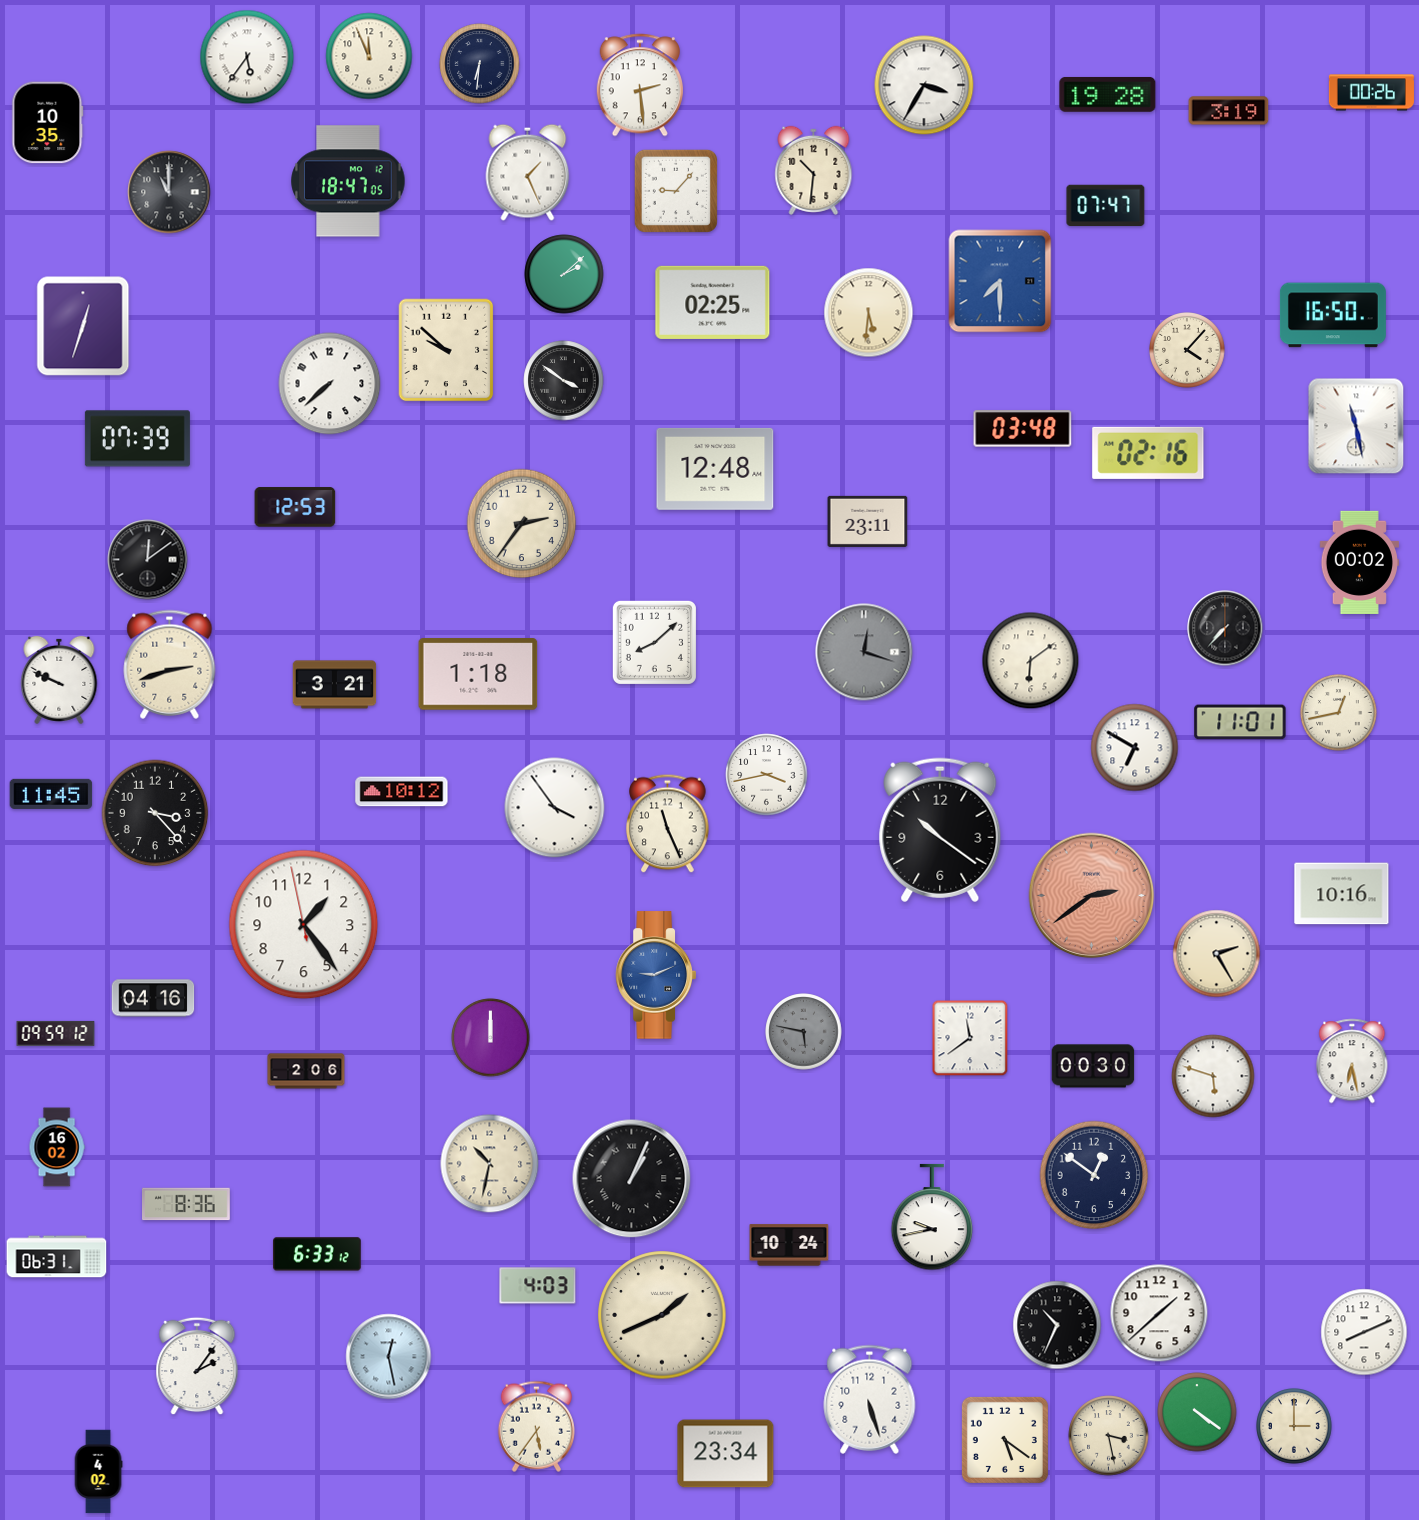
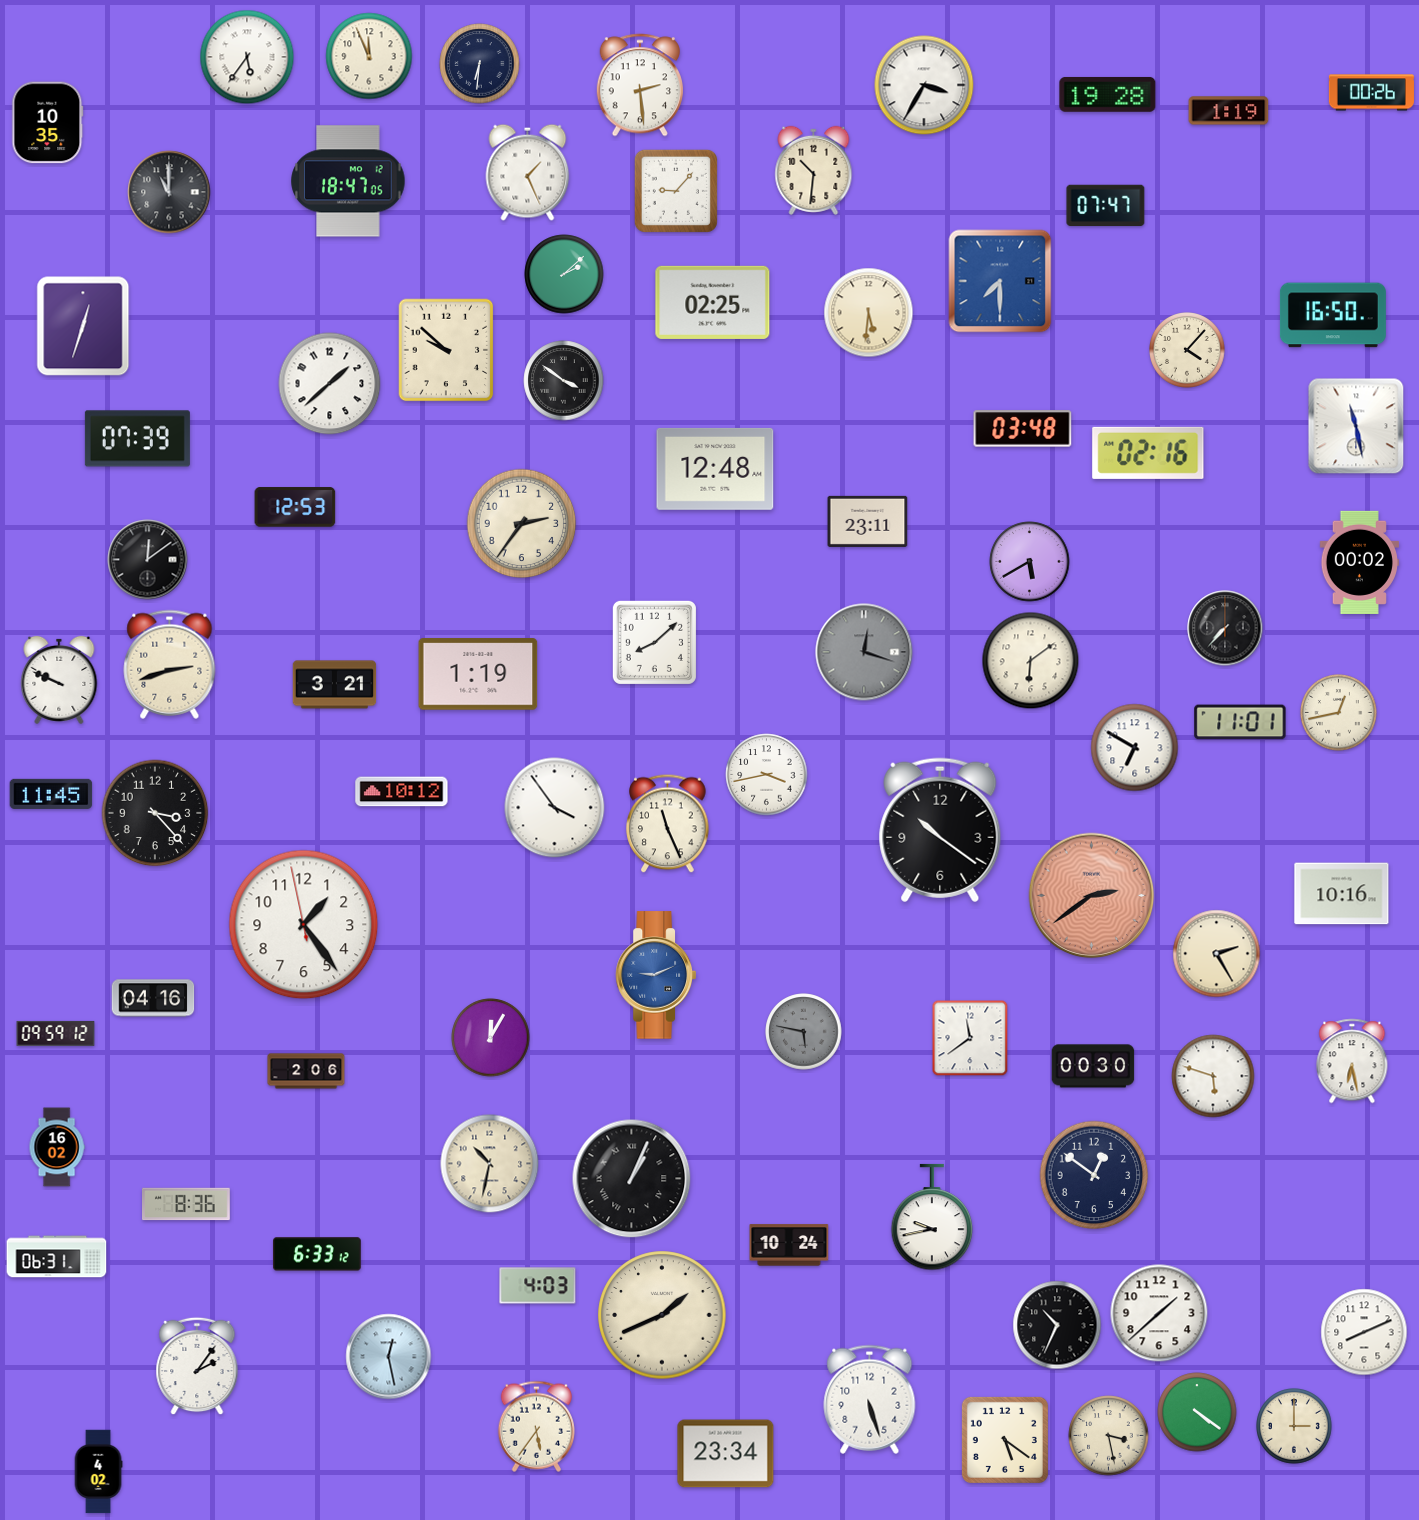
clock at (1229, 111): 3:19 -> 1:19
clock at (330, 384): 7:38 -> 1:38
clock at (1030, 562): none -> 5:40
clock at (478, 674): 1:18 -> 1:19
clock at (491, 1038): 12:00 -> 12:05
